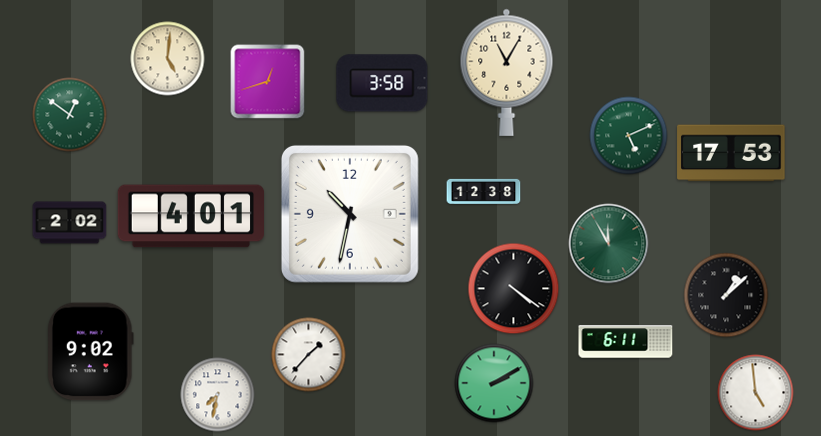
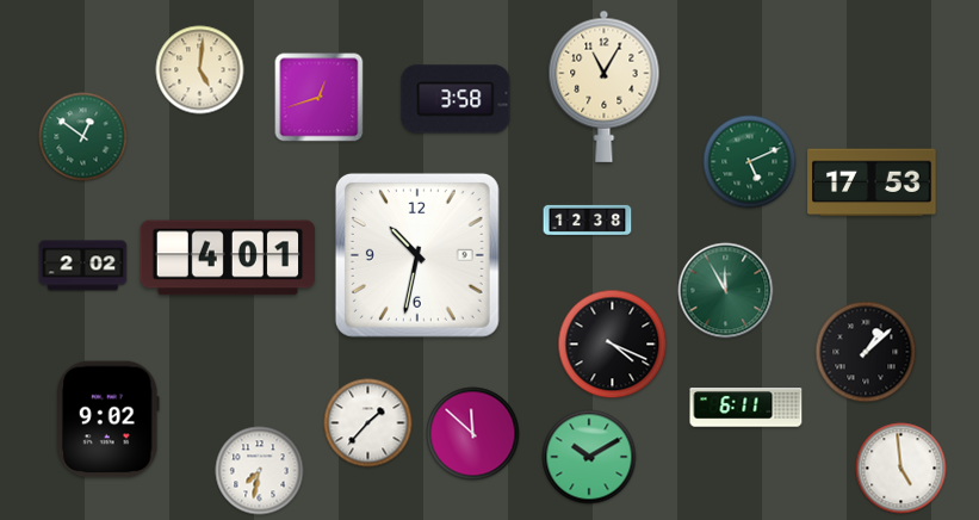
clock at (484, 191) position: (484, 191) -> (588, 219)
clock at (514, 289): 4:21 -> 4:19
clock at (473, 434): none -> 11:52
clock at (494, 383): 2:10 -> 10:10
